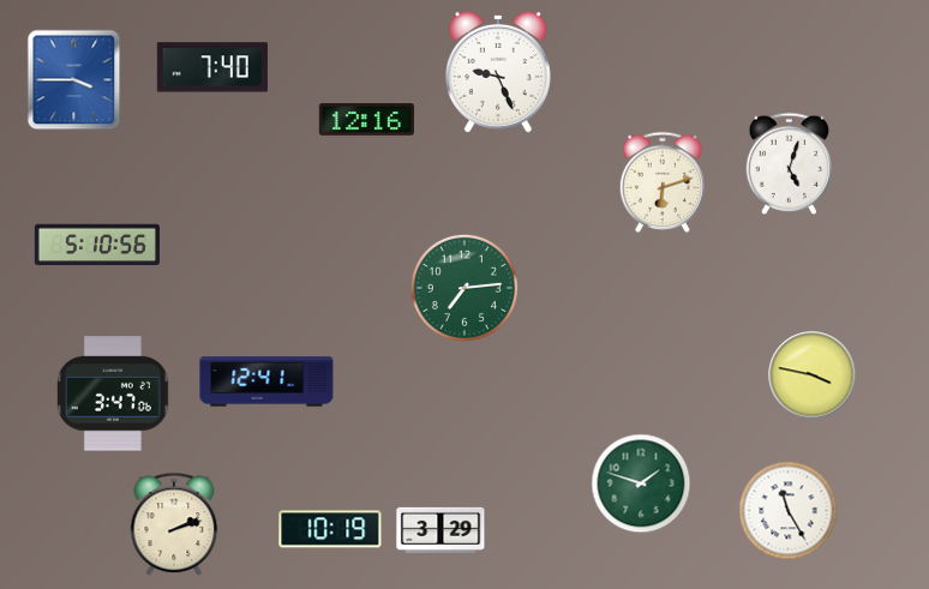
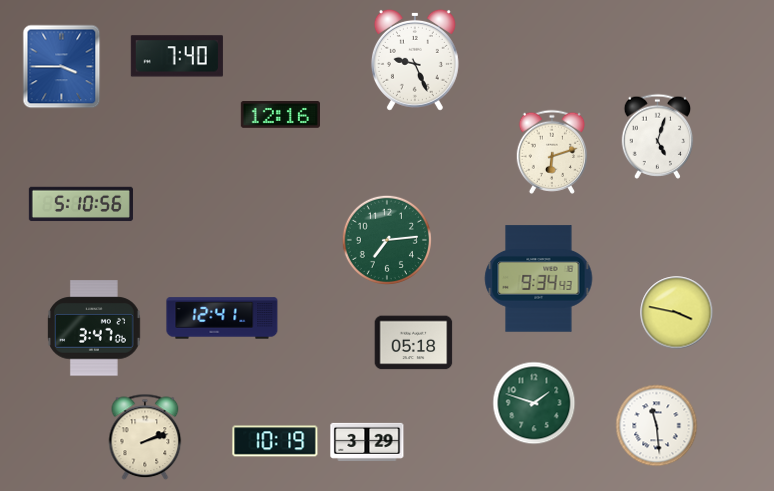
clock at (366, 120) position: (366, 120) -> (280, 115)
clock at (539, 279): none -> 9:34
clock at (414, 343): none -> 05:18
clock at (789, 511): 11:25 -> 11:29
